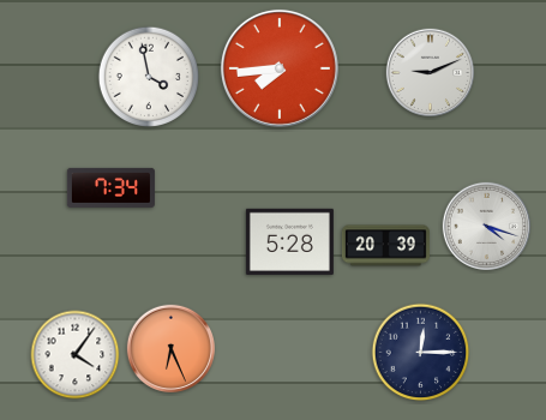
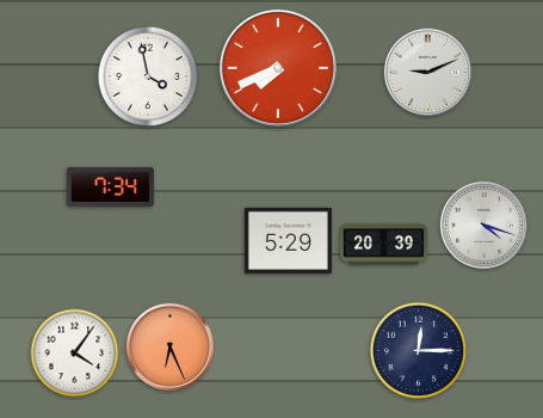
clock at (280, 68): 7:44 -> 7:41
clock at (289, 241): 5:28 -> 5:29
